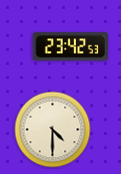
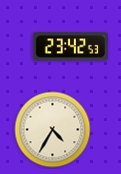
clock at (53, 130): 4:30 -> 4:35
